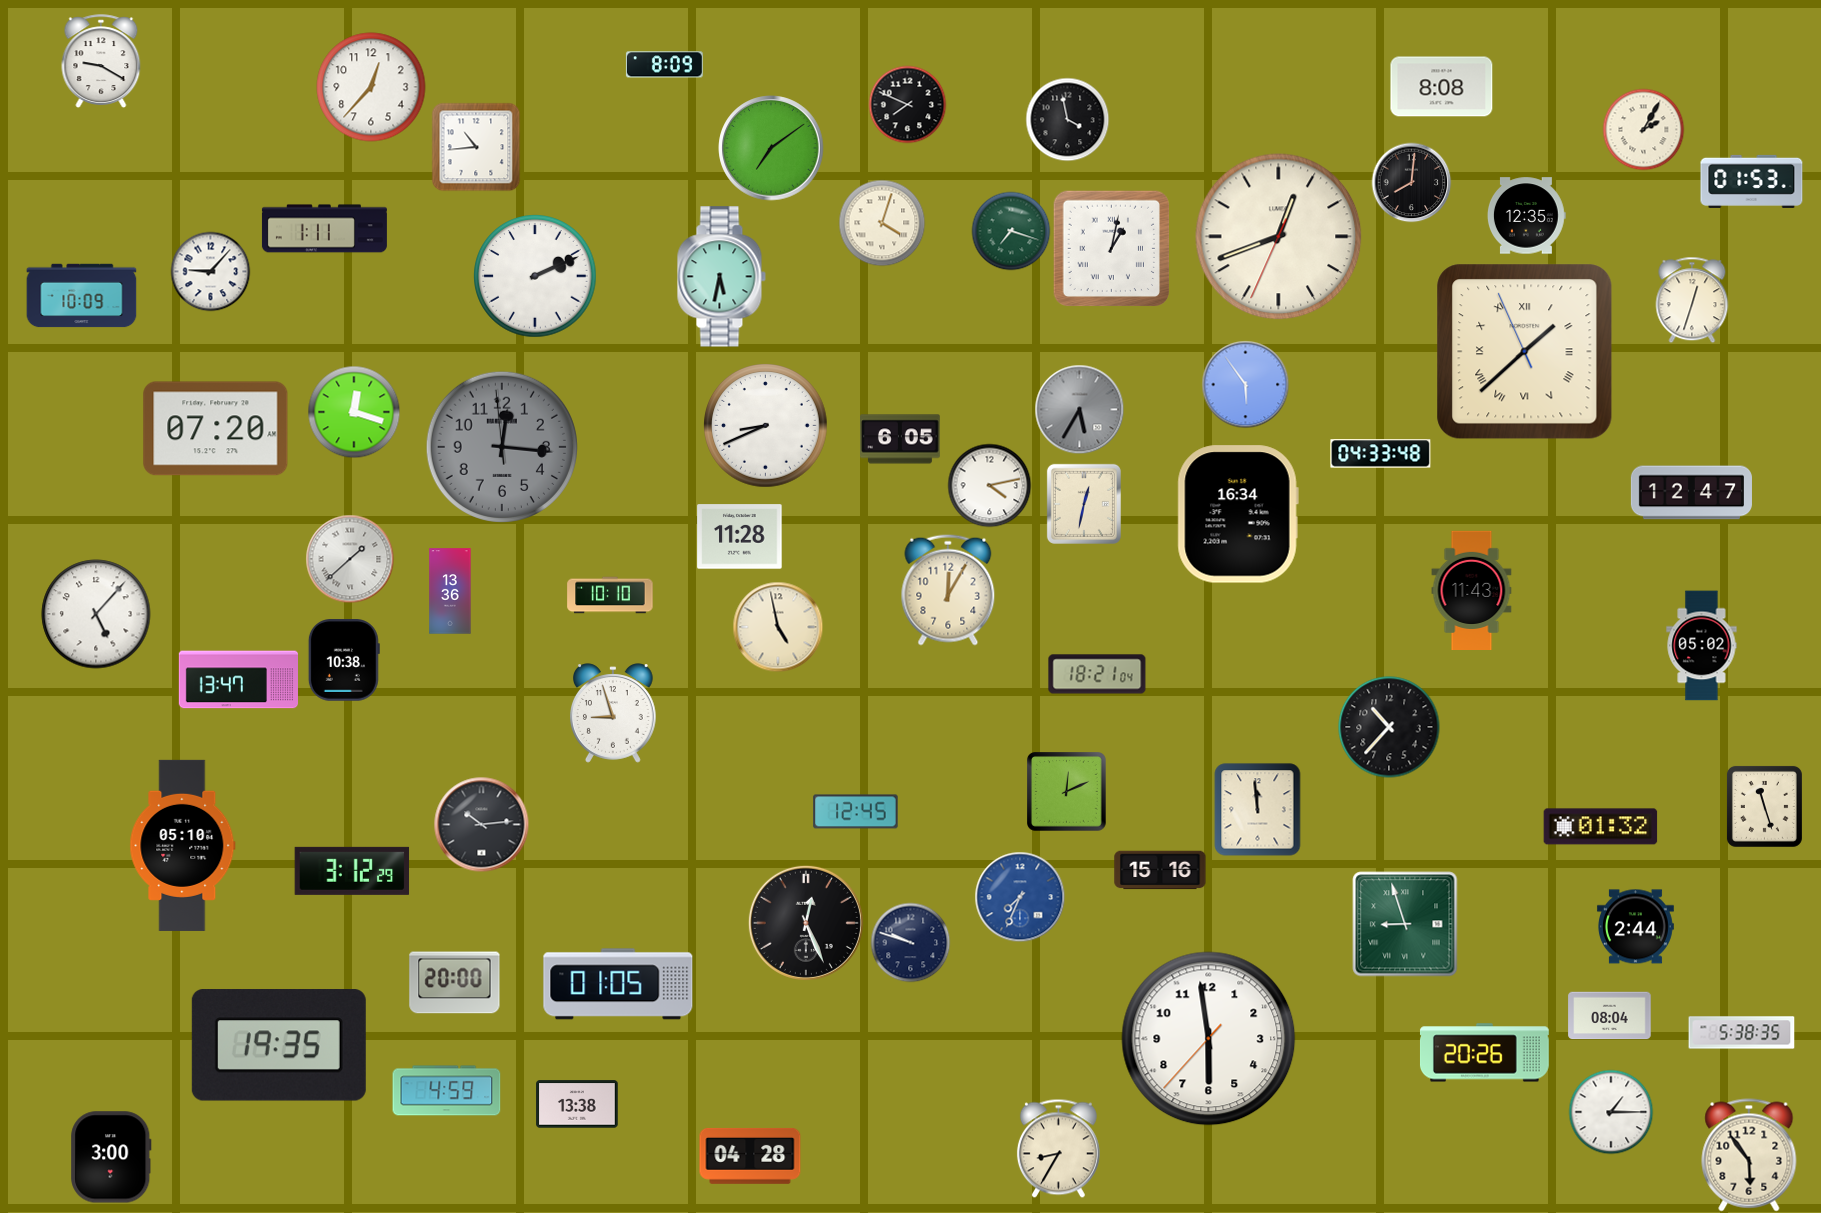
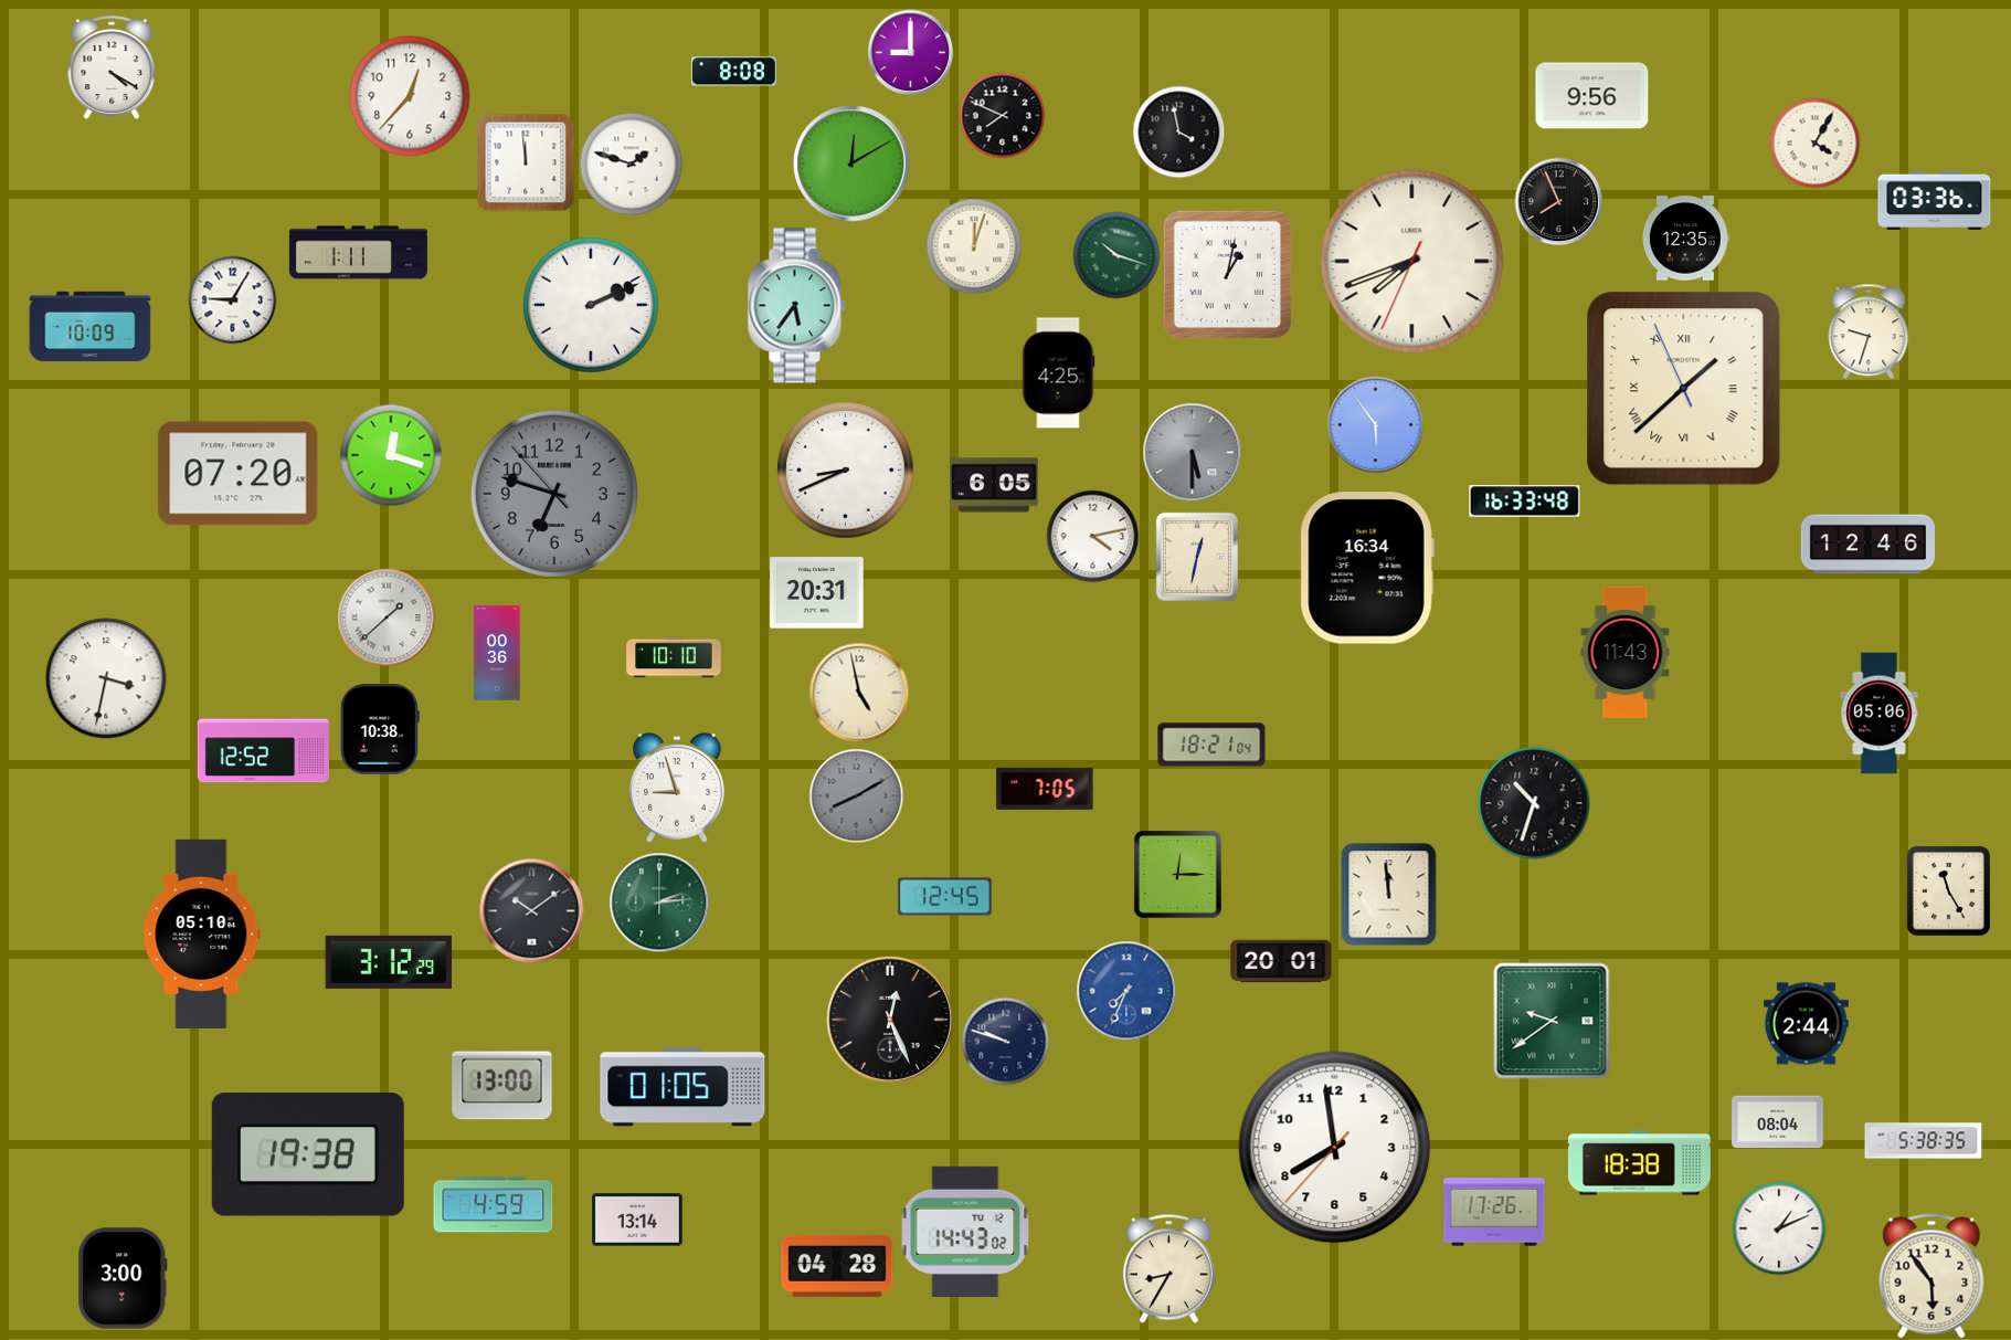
clock at (910, 52): none -> 9:00
clock at (101, 61): 9:20 -> 4:20
clock at (664, 65): 8:09 -> 8:08
clock at (1442, 87): 8:08 -> 9:56
clock at (1643, 129): 2:05 -> 4:05
clock at (476, 147): 10:44 -> 11:59
clock at (631, 163): none -> 1:48
clock at (771, 148): 7:09 -> 12:10
clock at (1752, 181): 01:53 -> 03:36
clock at (1411, 182): 8:01 -> 7:56
clock at (882, 223): 4:03 -> 12:03
clock at (1011, 231): 7:18 -> 10:18
clock at (1279, 237): 12:41 -> 7:41
clock at (210, 271): 9:07 -> 9:05
clock at (721, 277): 5:32 -> 5:36
clock at (1692, 300): 12:33 -> 9:33
clock at (1059, 373): none -> 4:25
clock at (1079, 409): 5:35 -> 5:30
clock at (501, 446): 12:15 -> 6:47
clock at (1381, 454): 04:33 -> 16:33
clock at (1691, 493): 12:47 -> 12:46
clock at (740, 537): 11:28 -> 20:31
clock at (948, 590): 12:05 -> none
clock at (450, 591): 13:36 -> 00:36
clock at (96, 614): 5:07 -> 3:32
clock at (1702, 646): 05:02 -> 05:06
clock at (238, 680): 13:47 -> 12:52
clock at (1045, 789): none -> 7:05
clock at (856, 795): none -> 8:10
clock at (1389, 727): 10:37 -> 10:33
clock at (1067, 792): 12:11 -> 12:15
clock at (1764, 806): 11:27 -> 11:25
clock at (659, 903): none -> 2:14
clock at (481, 824): 10:14 -> 10:09
clock at (1601, 827): 01:32 -> none
clock at (1160, 870): 15:16 -> 20:01
clock at (1405, 924): 8:57 -> 9:39
clock at (455, 983): 20:00 -> 13:00
clock at (1209, 1039): 5:58 -> 7:58
clock at (279, 1045): 19:35 -> 19:38
clock at (1484, 1053): 20:26 -> 18:38
clock at (1494, 1212): none -> 17:26
clock at (577, 1104): 13:38 -> 13:14
clock at (1611, 1112): 1:15 -> 1:11
clock at (965, 1232): none -> 14:43
clock at (750, 1156) position: (750, 1156) -> (837, 1266)
